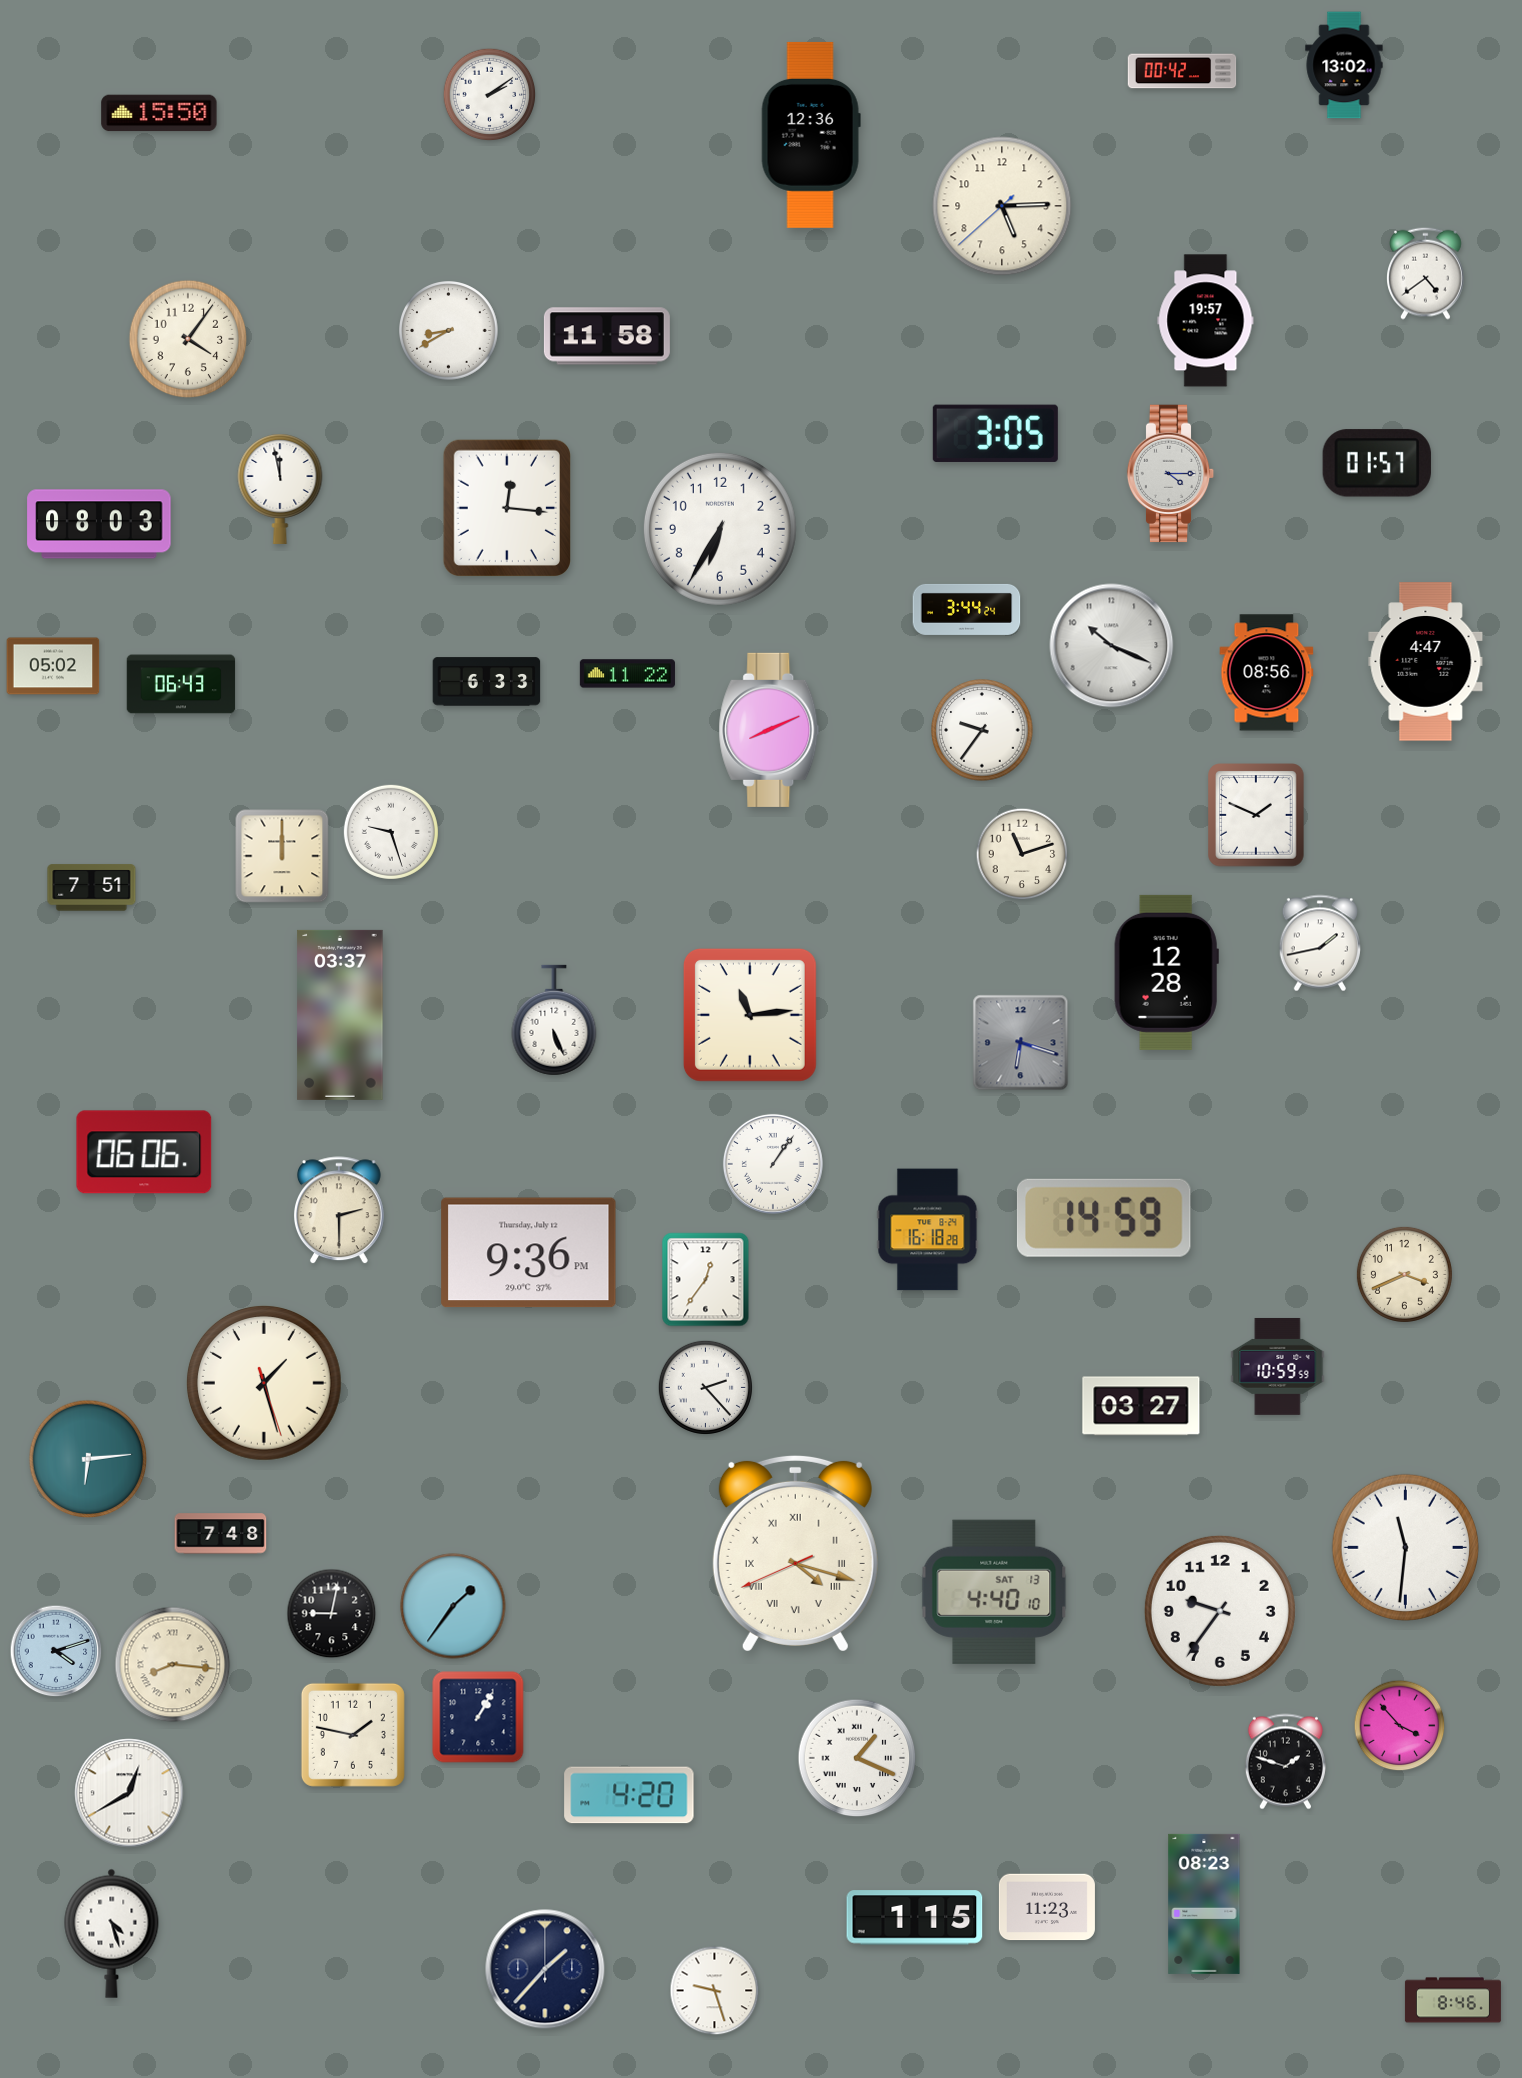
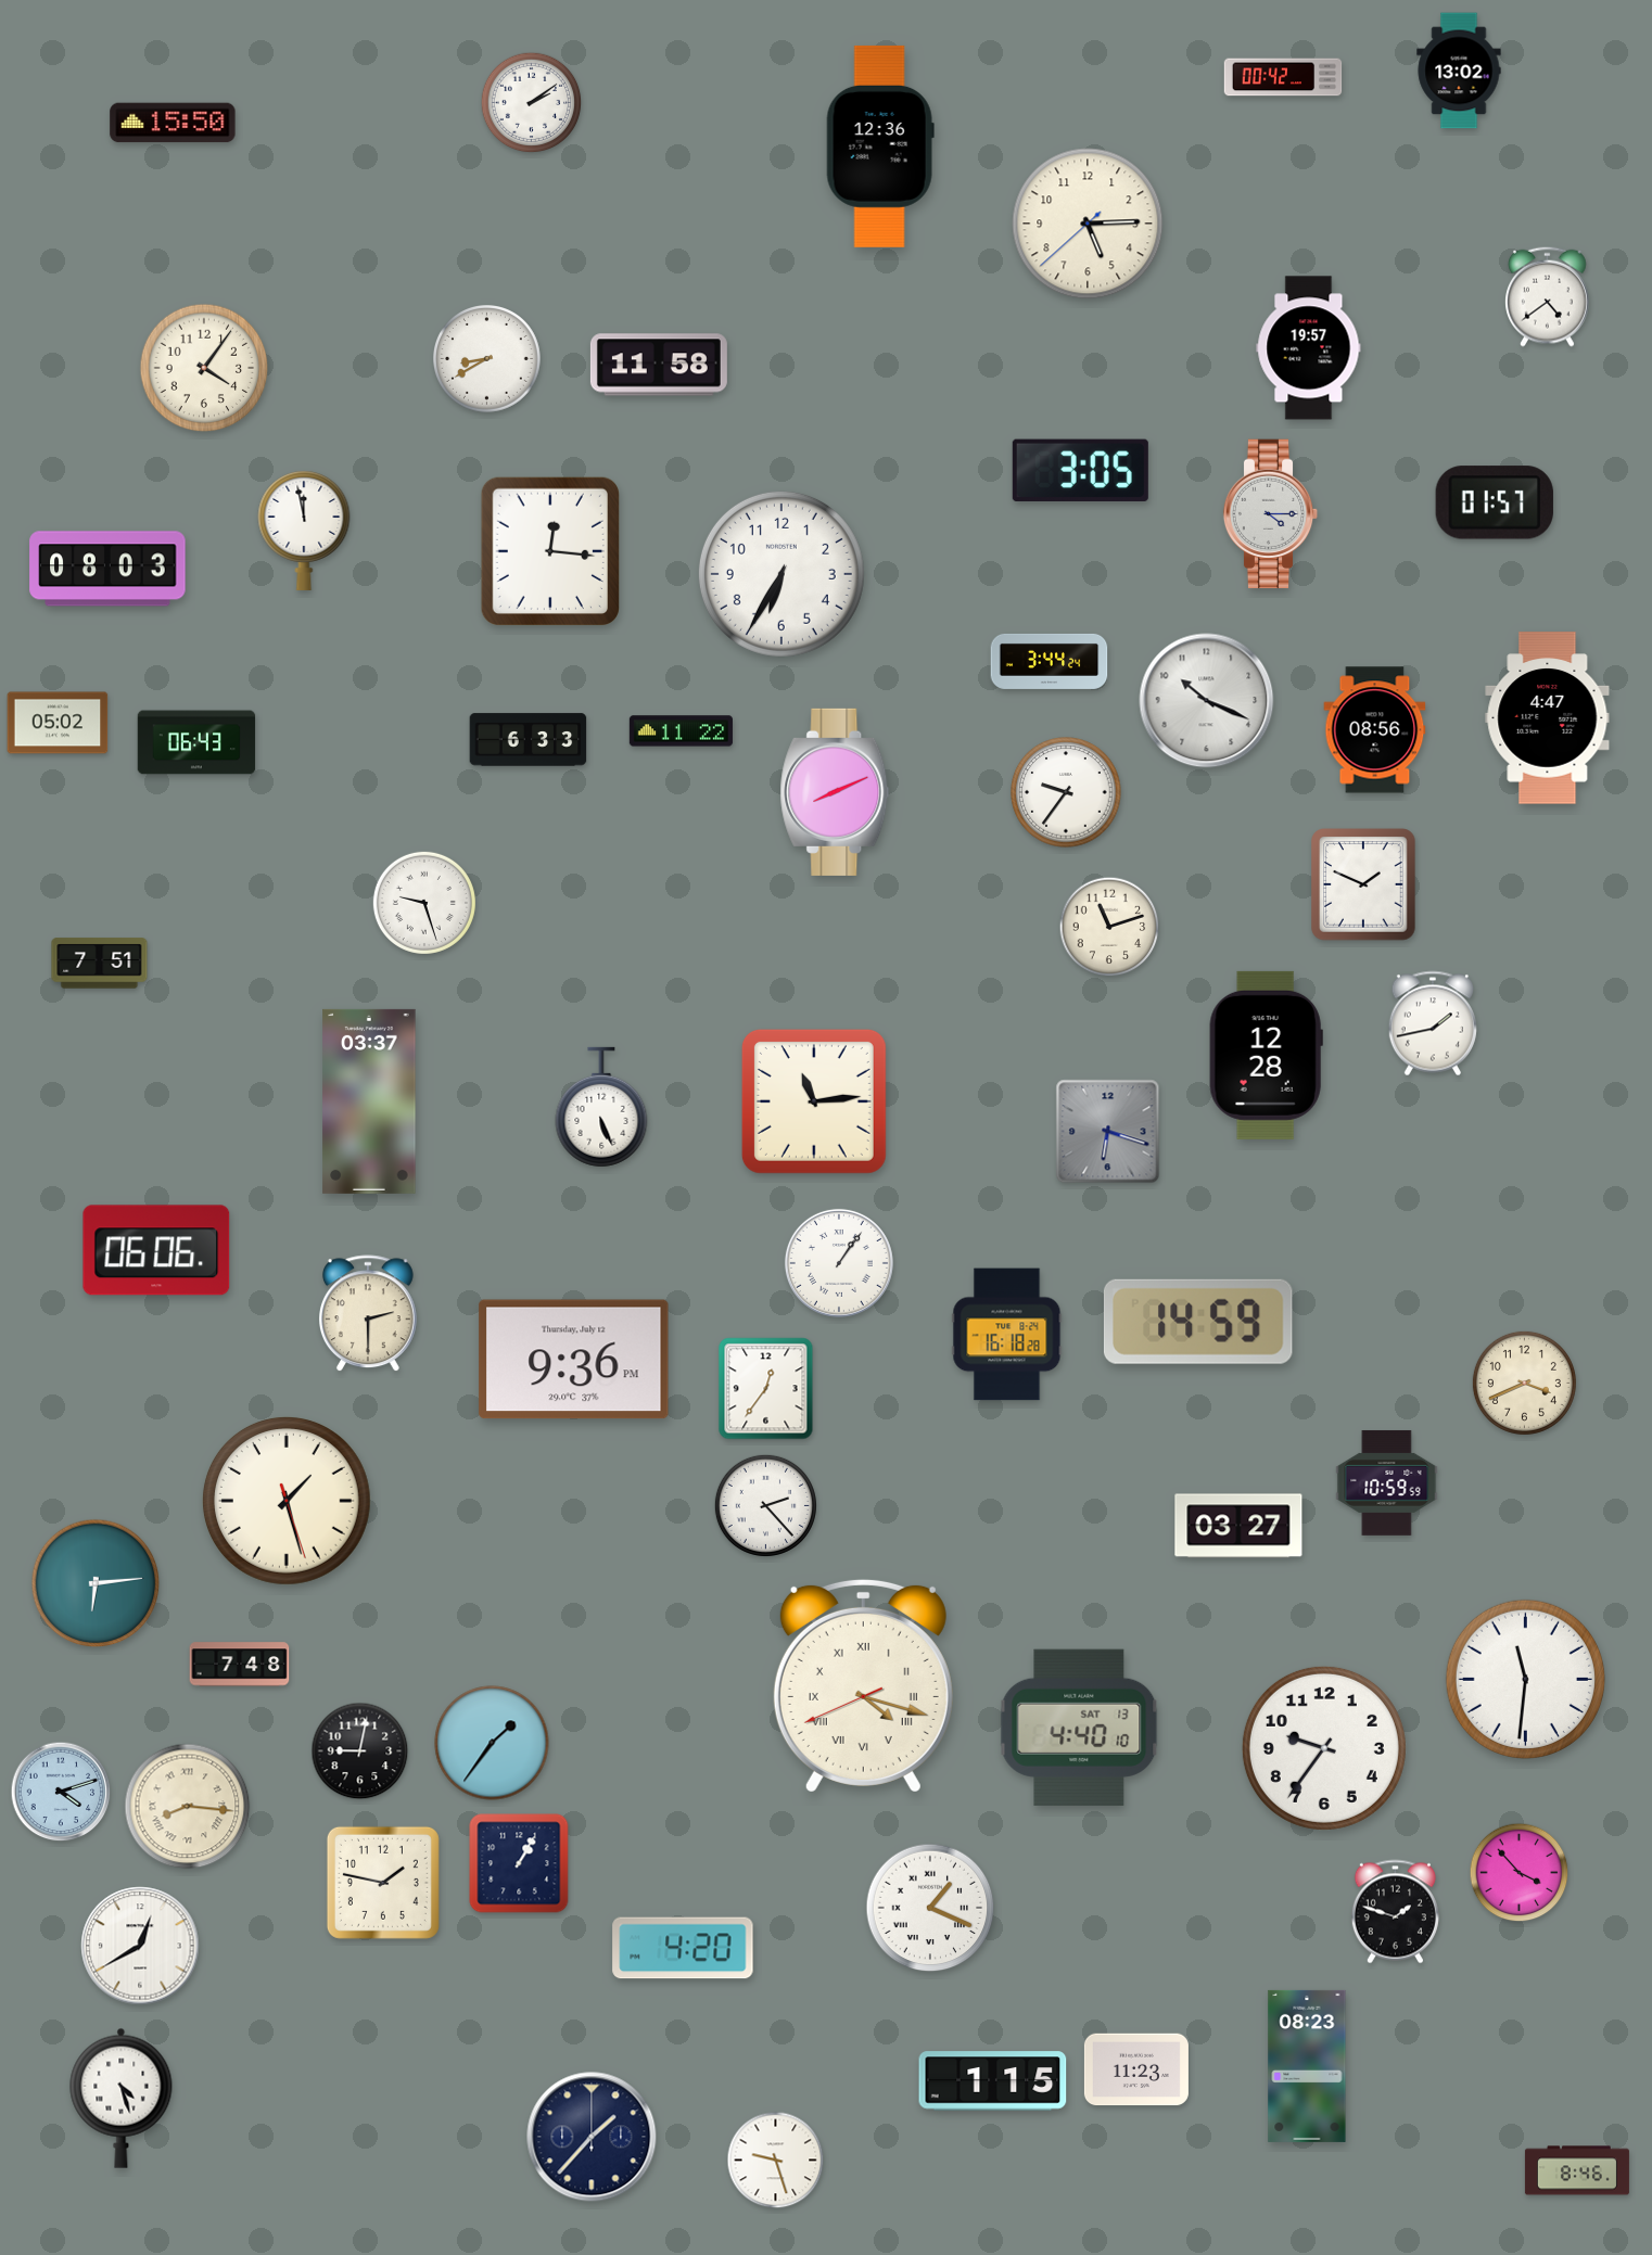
clock at (282, 856): 12:00 -> none
